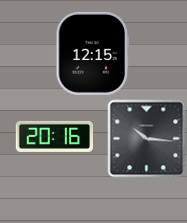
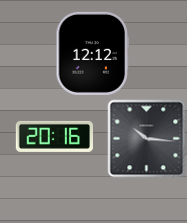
clock at (93, 53): 12:15 -> 12:12
